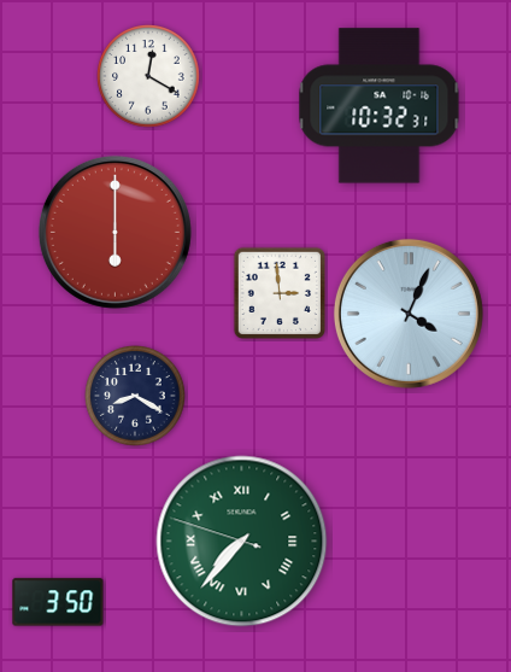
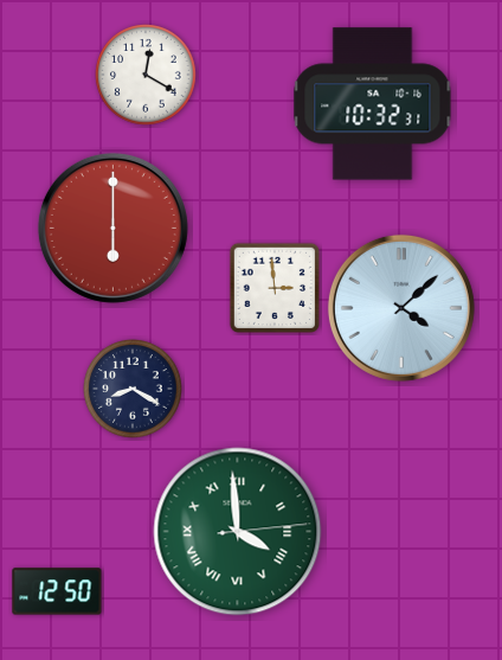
clock at (409, 314): 4:04 -> 4:08
clock at (242, 542): 7:36 -> 3:59
clock at (58, 602): 3:50 -> 12:50
